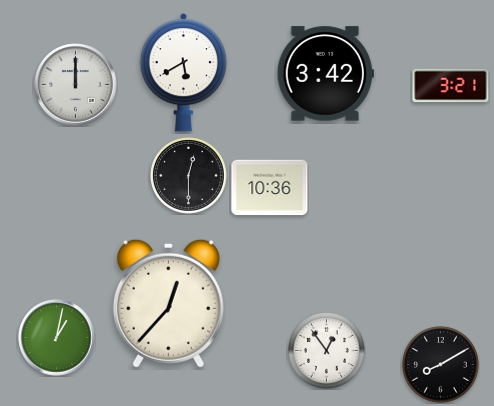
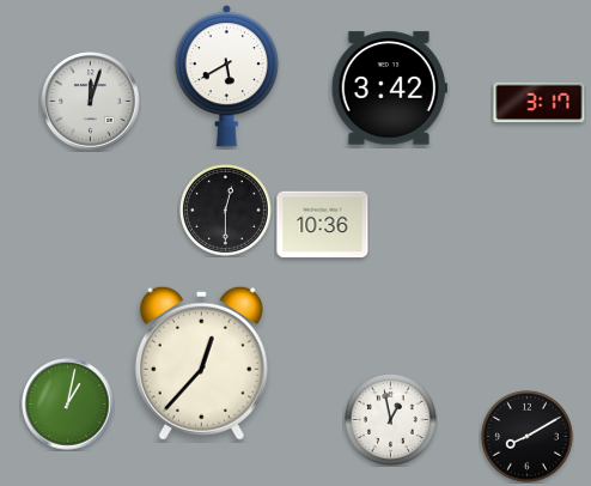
clock at (184, 73) position: (184, 73) -> (227, 77)
clock at (76, 85): 12:00 -> 12:03
clock at (451, 86): 3:21 -> 3:17
clock at (327, 351): 12:54 -> 12:58
